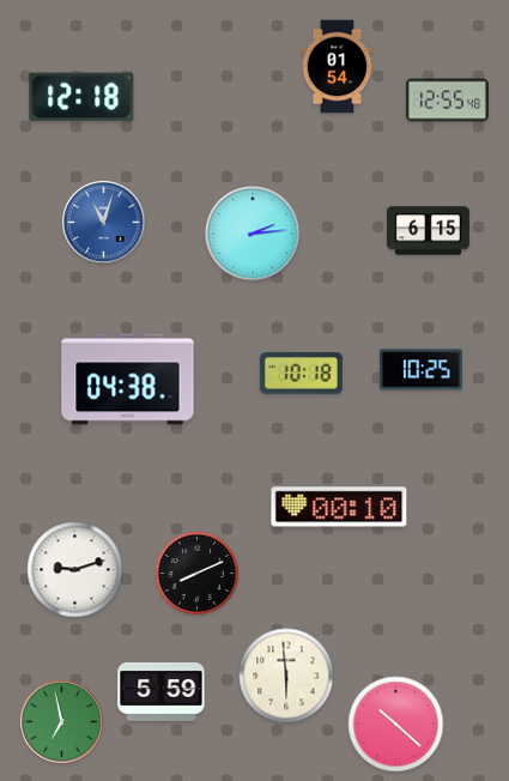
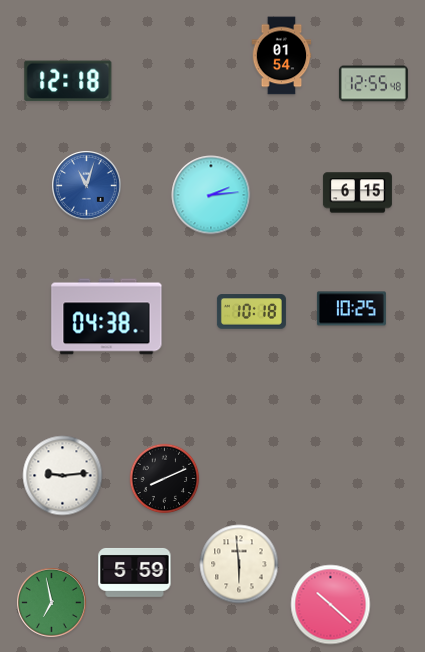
clock at (339, 507): 00:10 -> none
clock at (75, 570): 9:12 -> 9:14
clock at (162, 691) position: (162, 691) -> (135, 572)
